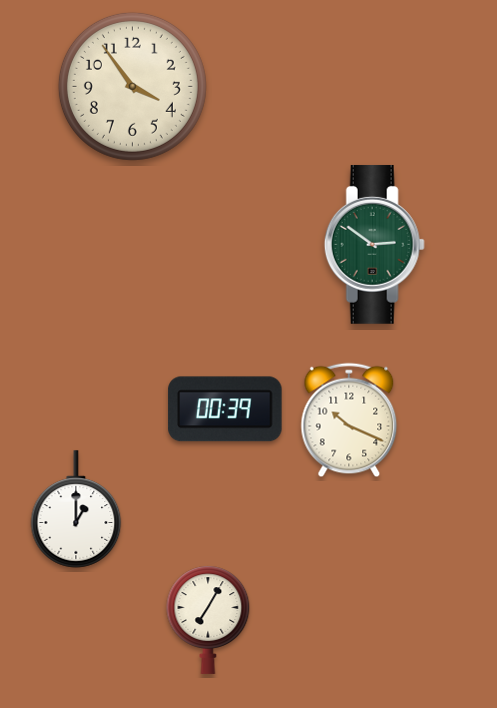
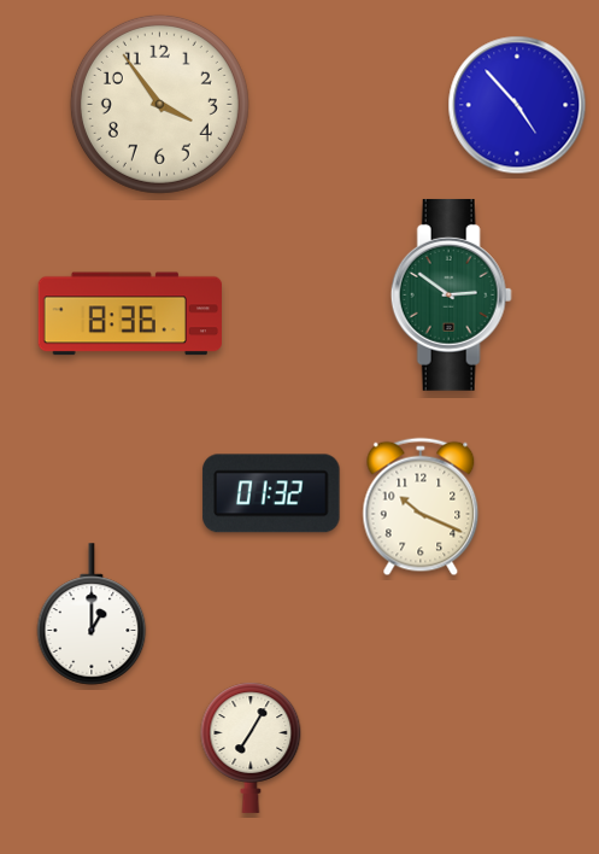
clock at (517, 105): none -> 4:53
clock at (129, 314): none -> 8:36
clock at (225, 409): 00:39 -> 01:32
